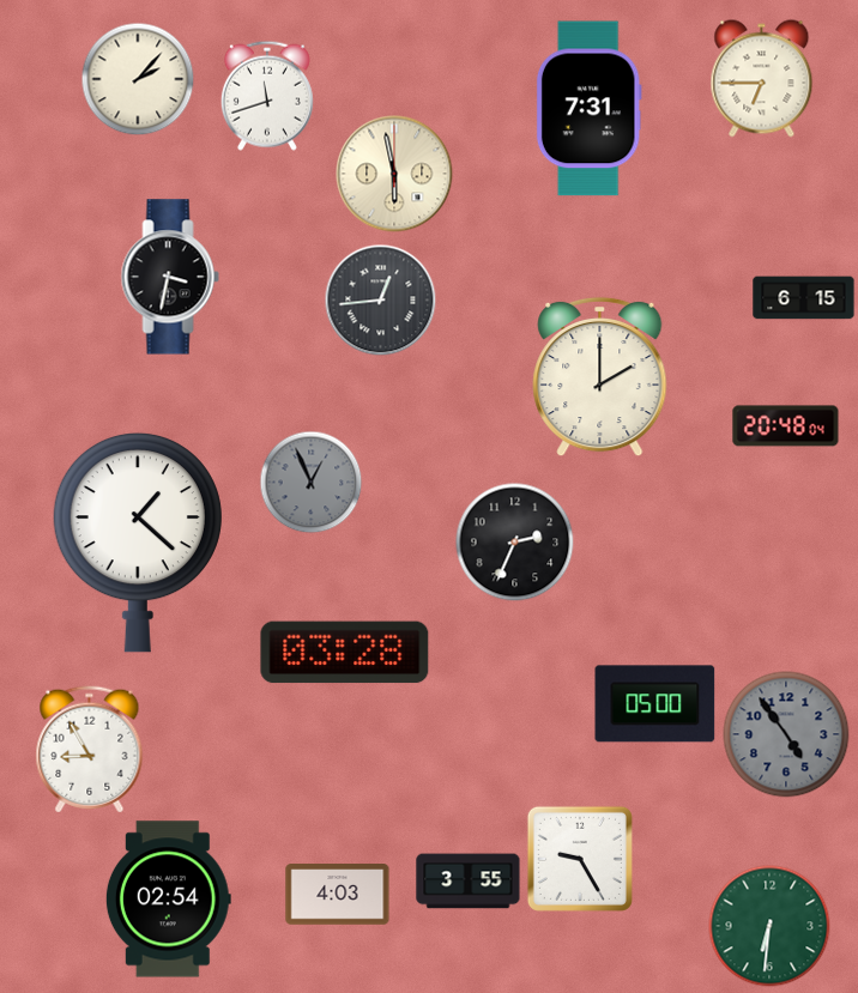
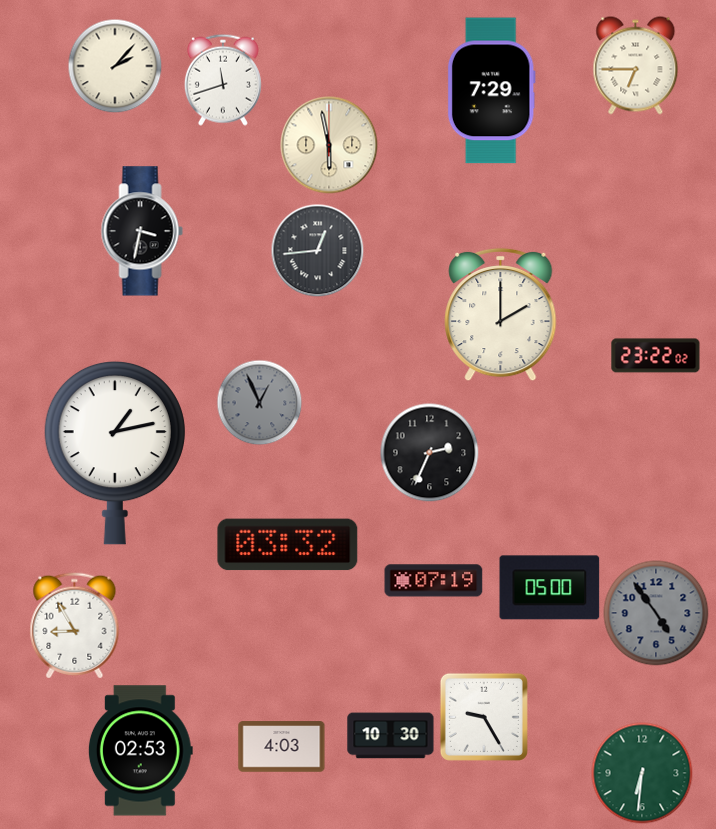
clock at (588, 109): 7:31 -> 7:29
clock at (804, 298): 6:15 -> none
clock at (786, 426): 20:48 -> 23:22
clock at (138, 543): 1:22 -> 1:13
clock at (345, 653): 03:28 -> 03:32
clock at (434, 581): none -> 07:19
clock at (655, 704) position: (655, 704) -> (550, 588)
clock at (469, 882): 3:55 -> 10:30
clock at (168, 900): 02:54 -> 02:53
